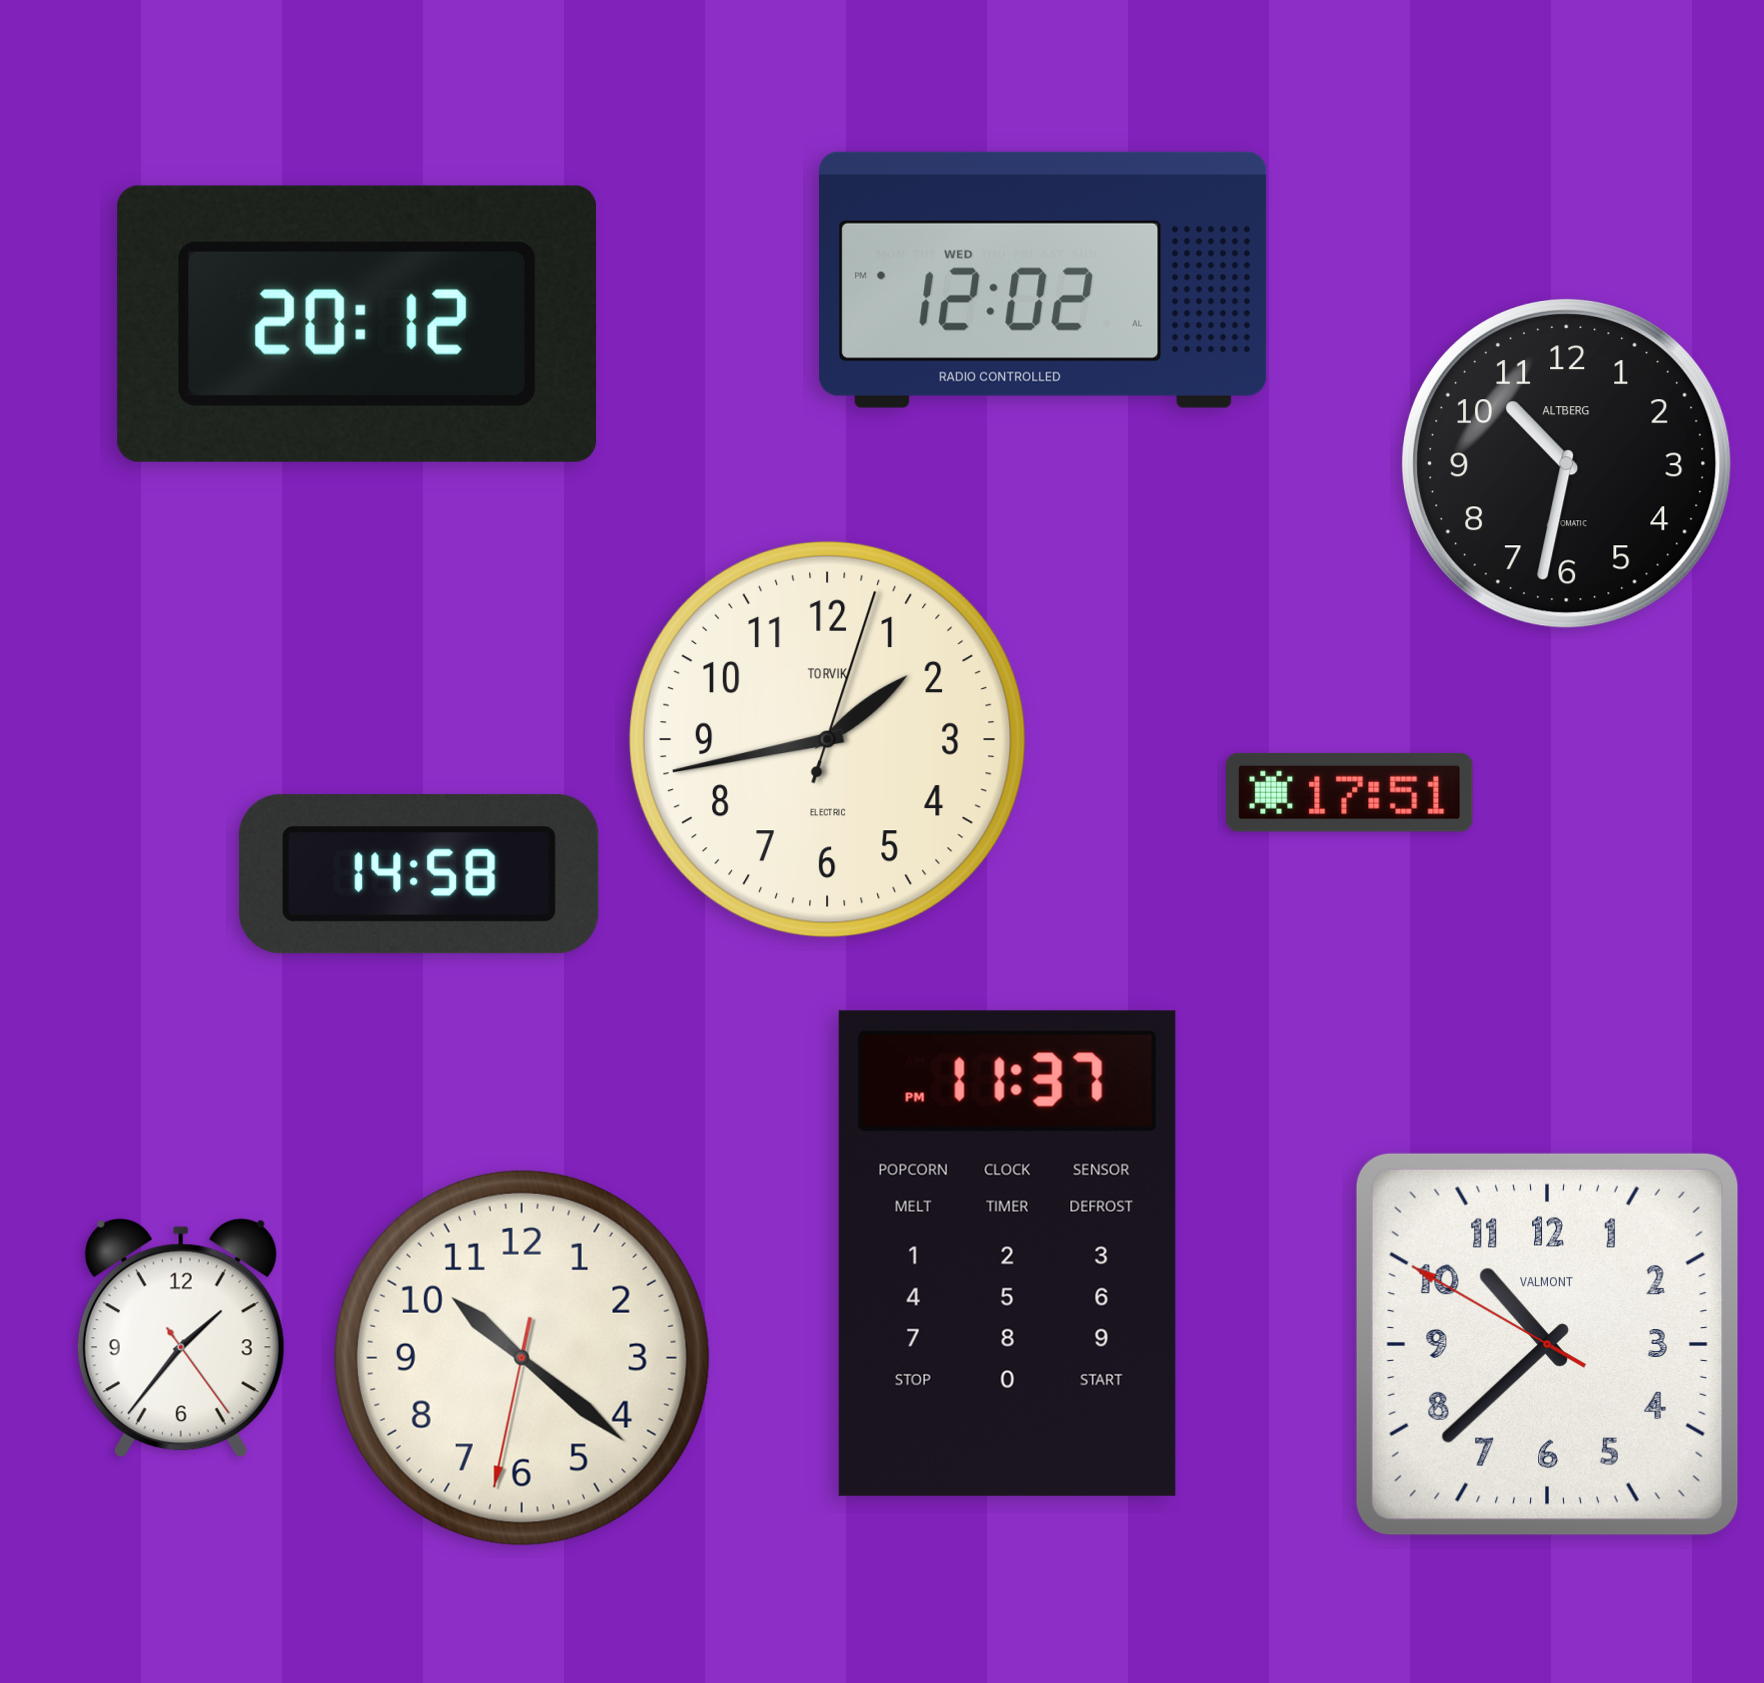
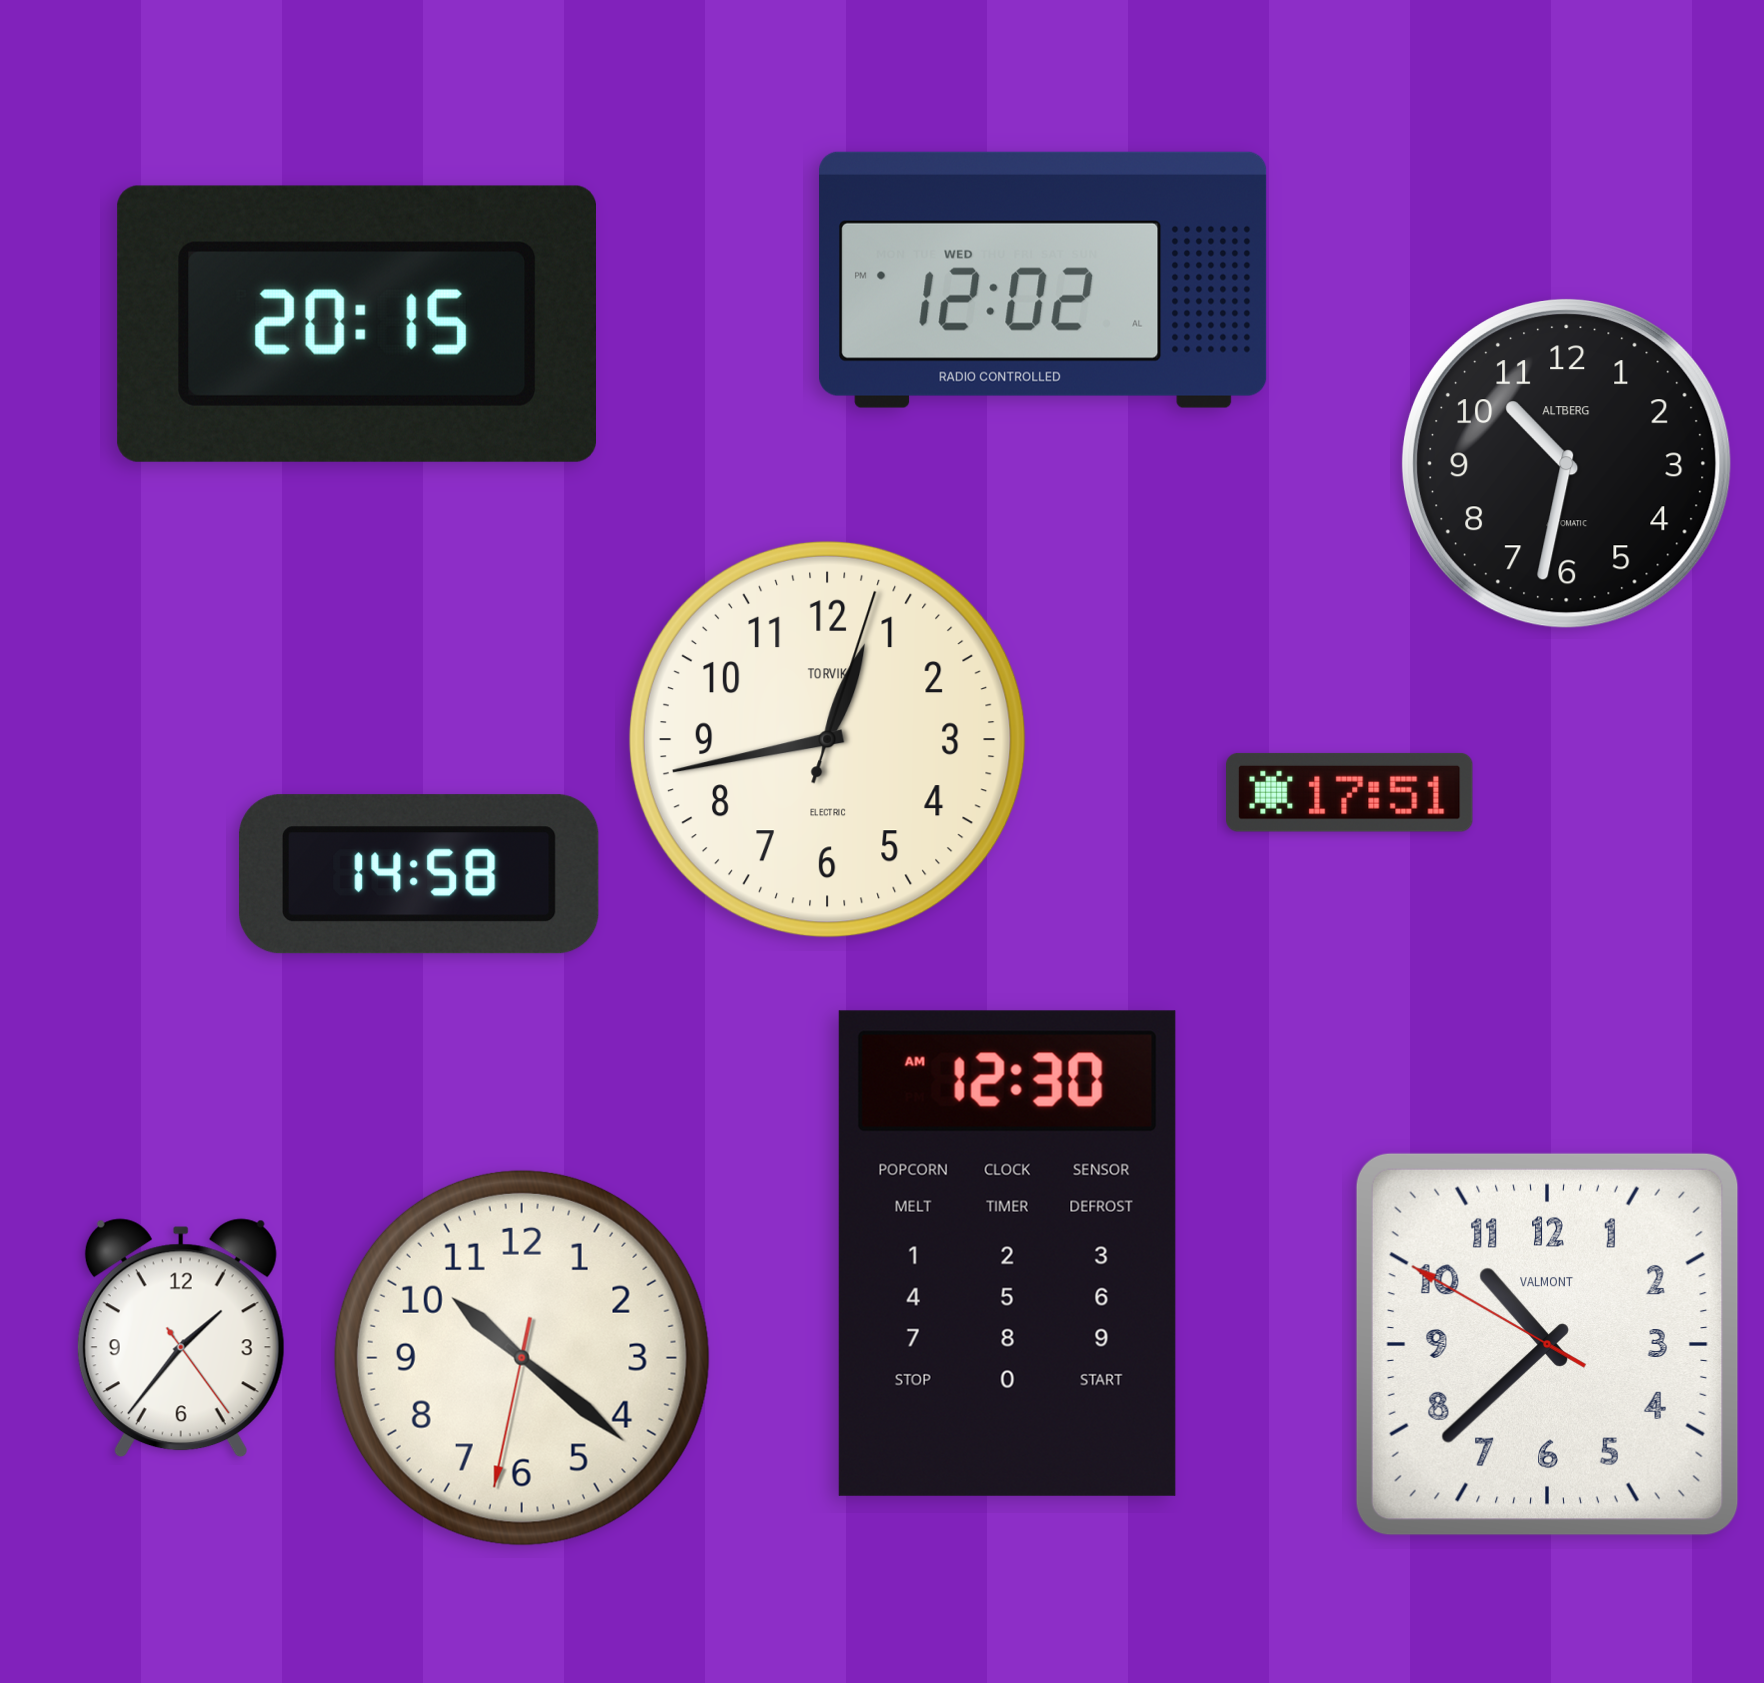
clock at (356, 324): 20:12 -> 20:15
clock at (827, 739): 1:43 -> 12:43
clock at (1007, 1253): 11:37 -> 12:30
